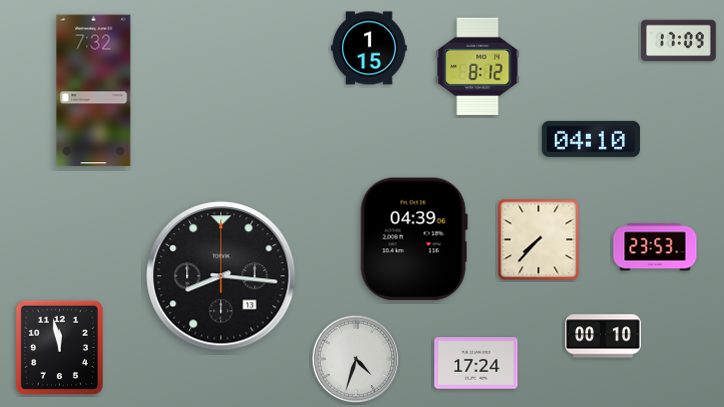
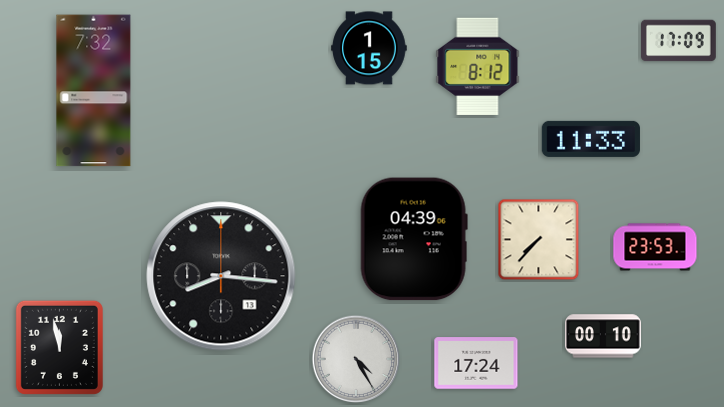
clock at (591, 139): 04:10 -> 11:33
clock at (356, 359): 4:33 -> 4:25
